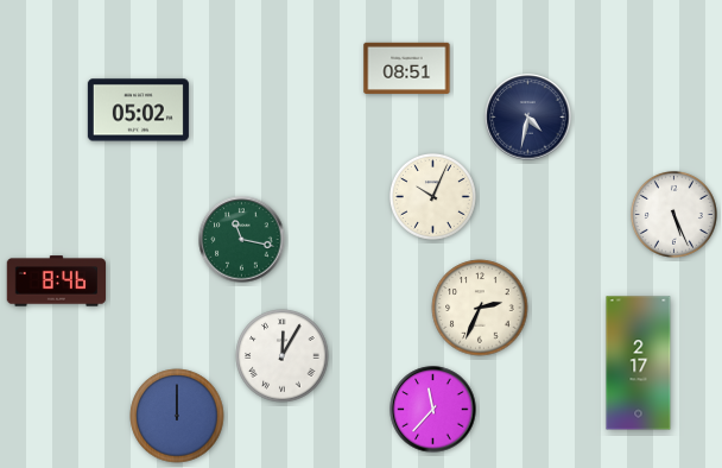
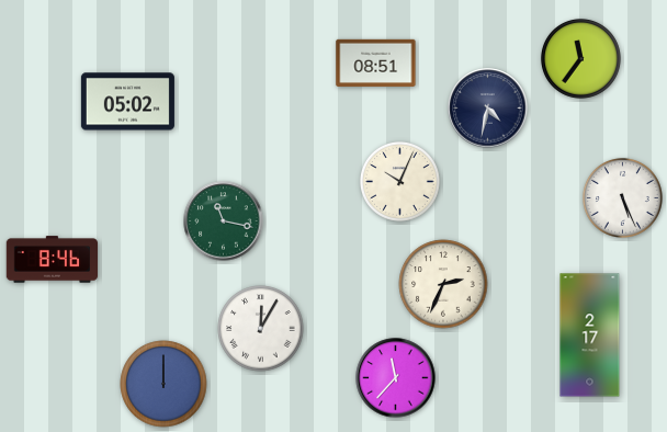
clock at (581, 59): none -> 11:36
clock at (433, 410) position: (433, 410) -> (396, 378)
